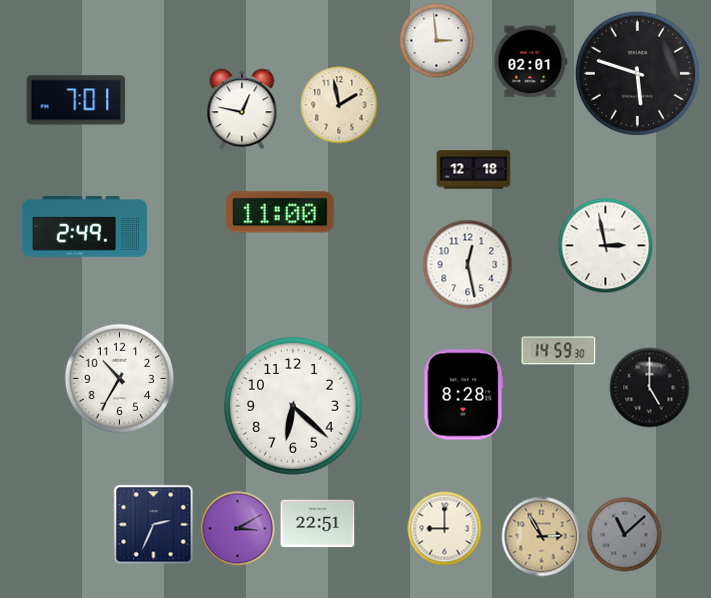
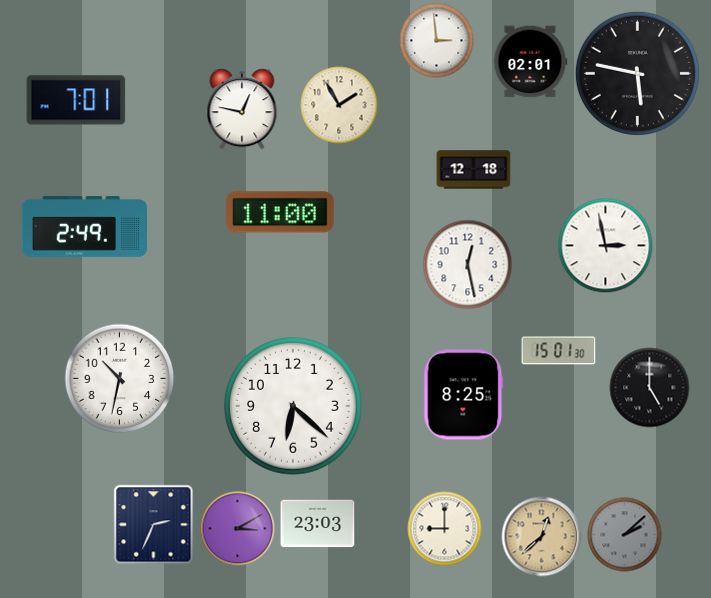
clock at (637, 73): 5:48 -> 5:47
clock at (339, 105): 1:58 -> 1:55
clock at (559, 351): 14:59 -> 15:01
clock at (120, 379): 10:35 -> 10:32
clock at (464, 395): 8:28 -> 8:25
clock at (318, 524): 22:51 -> 23:03
clock at (625, 535): 11:08 -> 2:08
clock at (542, 537): 2:55 -> 12:38
